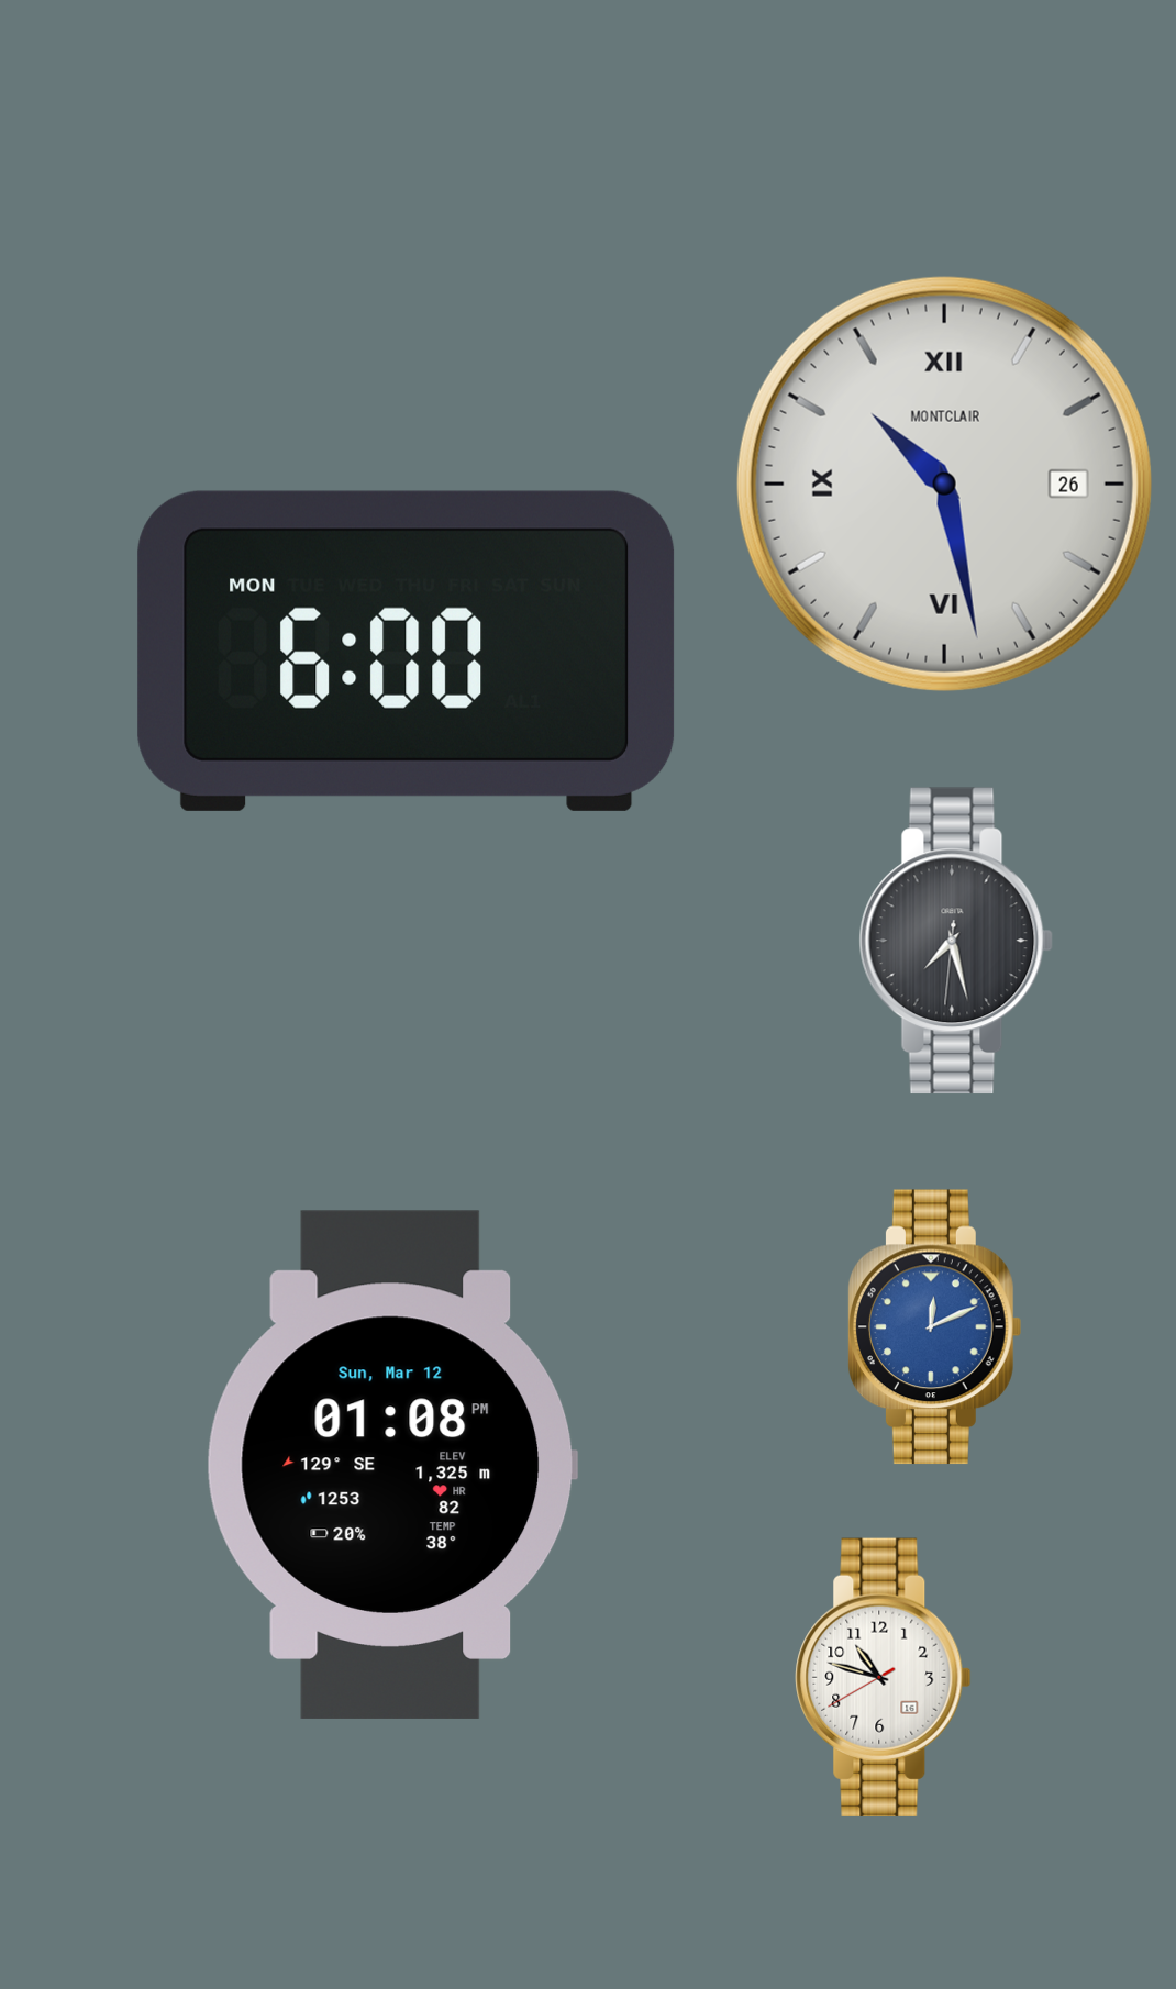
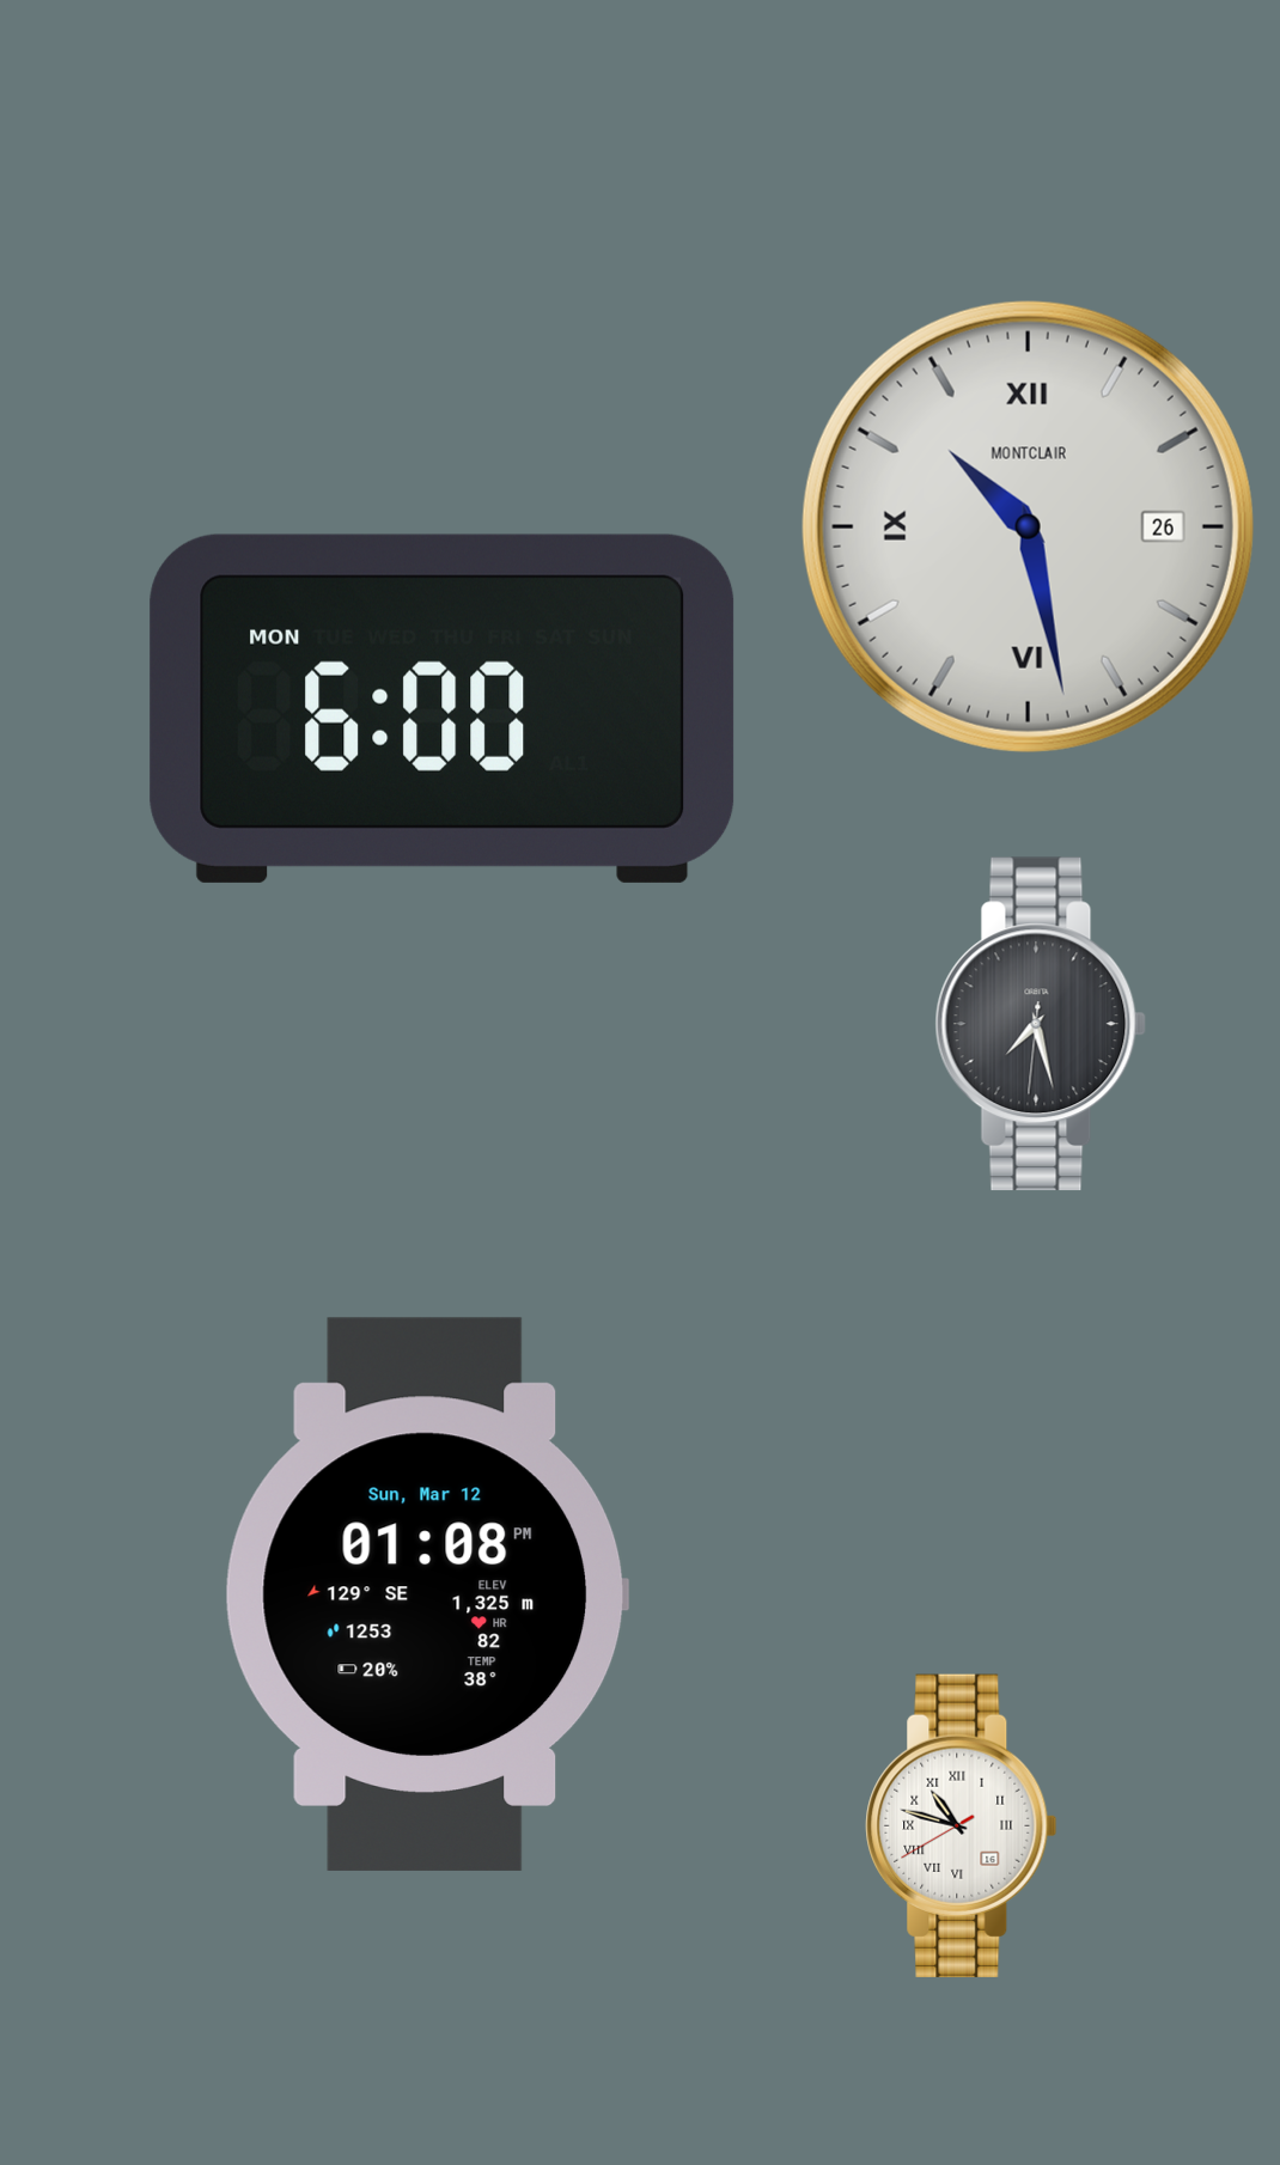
clock at (934, 1327): 12:11 -> none
clock at (884, 1677) numerals: Arabic -> Roman
